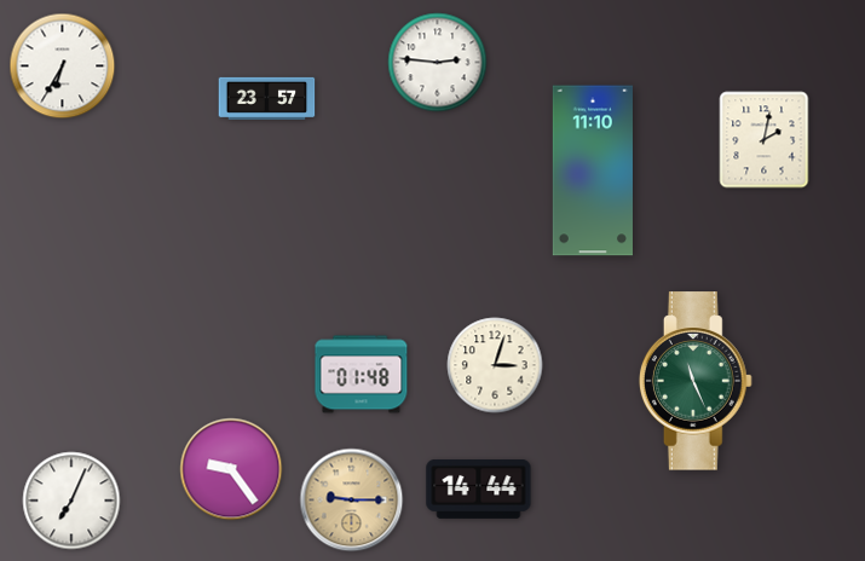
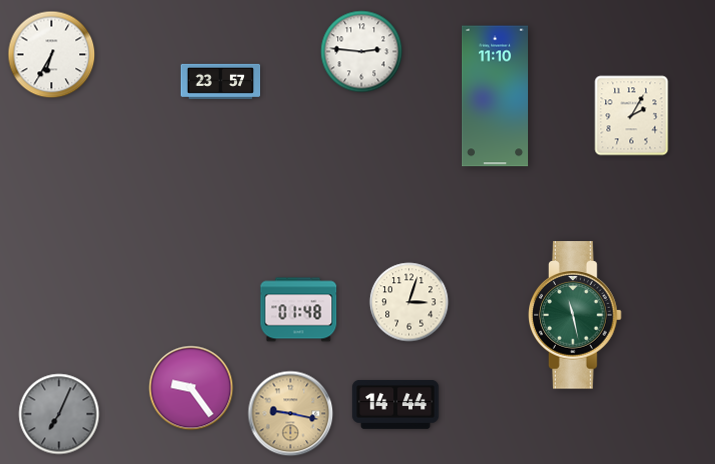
clock at (765, 140): 2:02 -> 2:05
clock at (593, 170) position: (593, 170) -> (495, 96)
clock at (696, 381): 11:26 -> 11:28
clock at (71, 501) dial: white -> grey
clock at (352, 501): 9:15 -> 9:17
